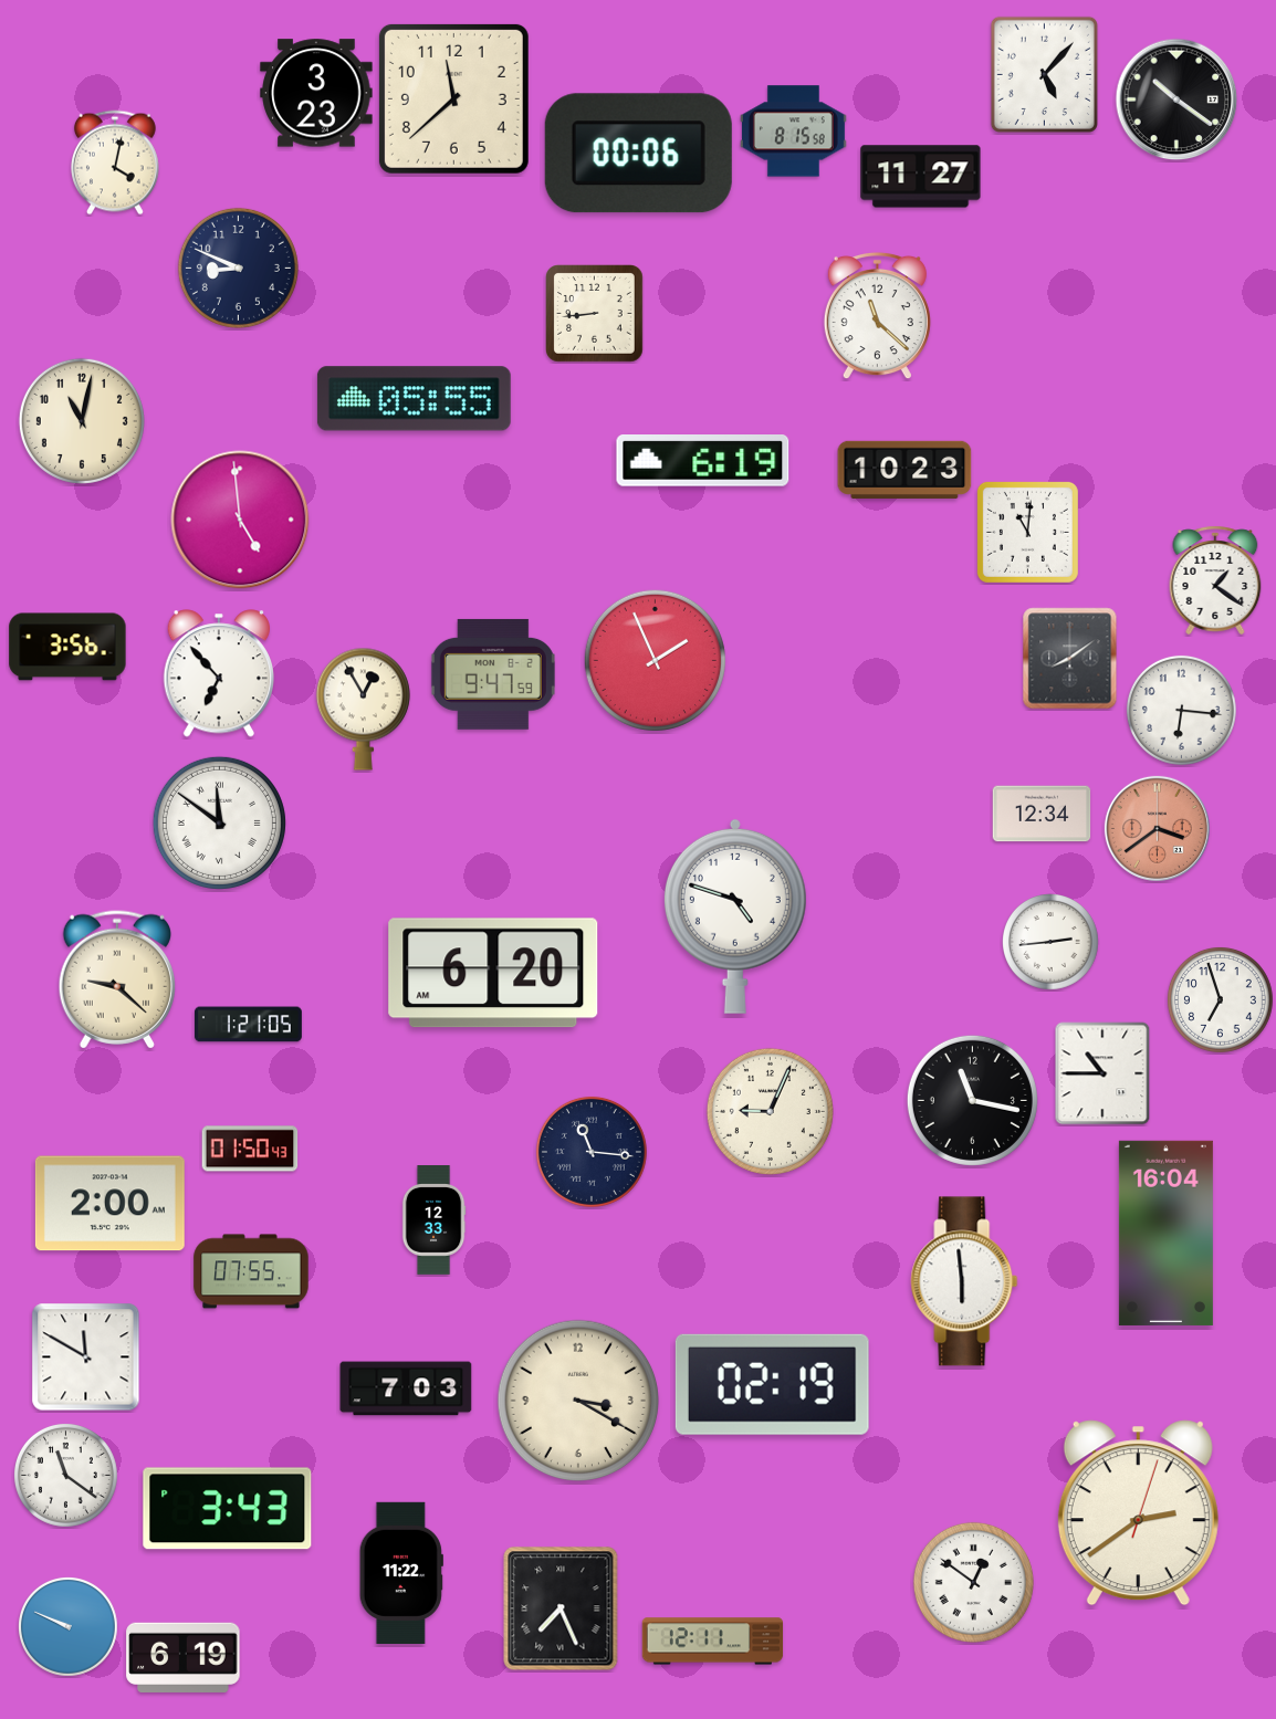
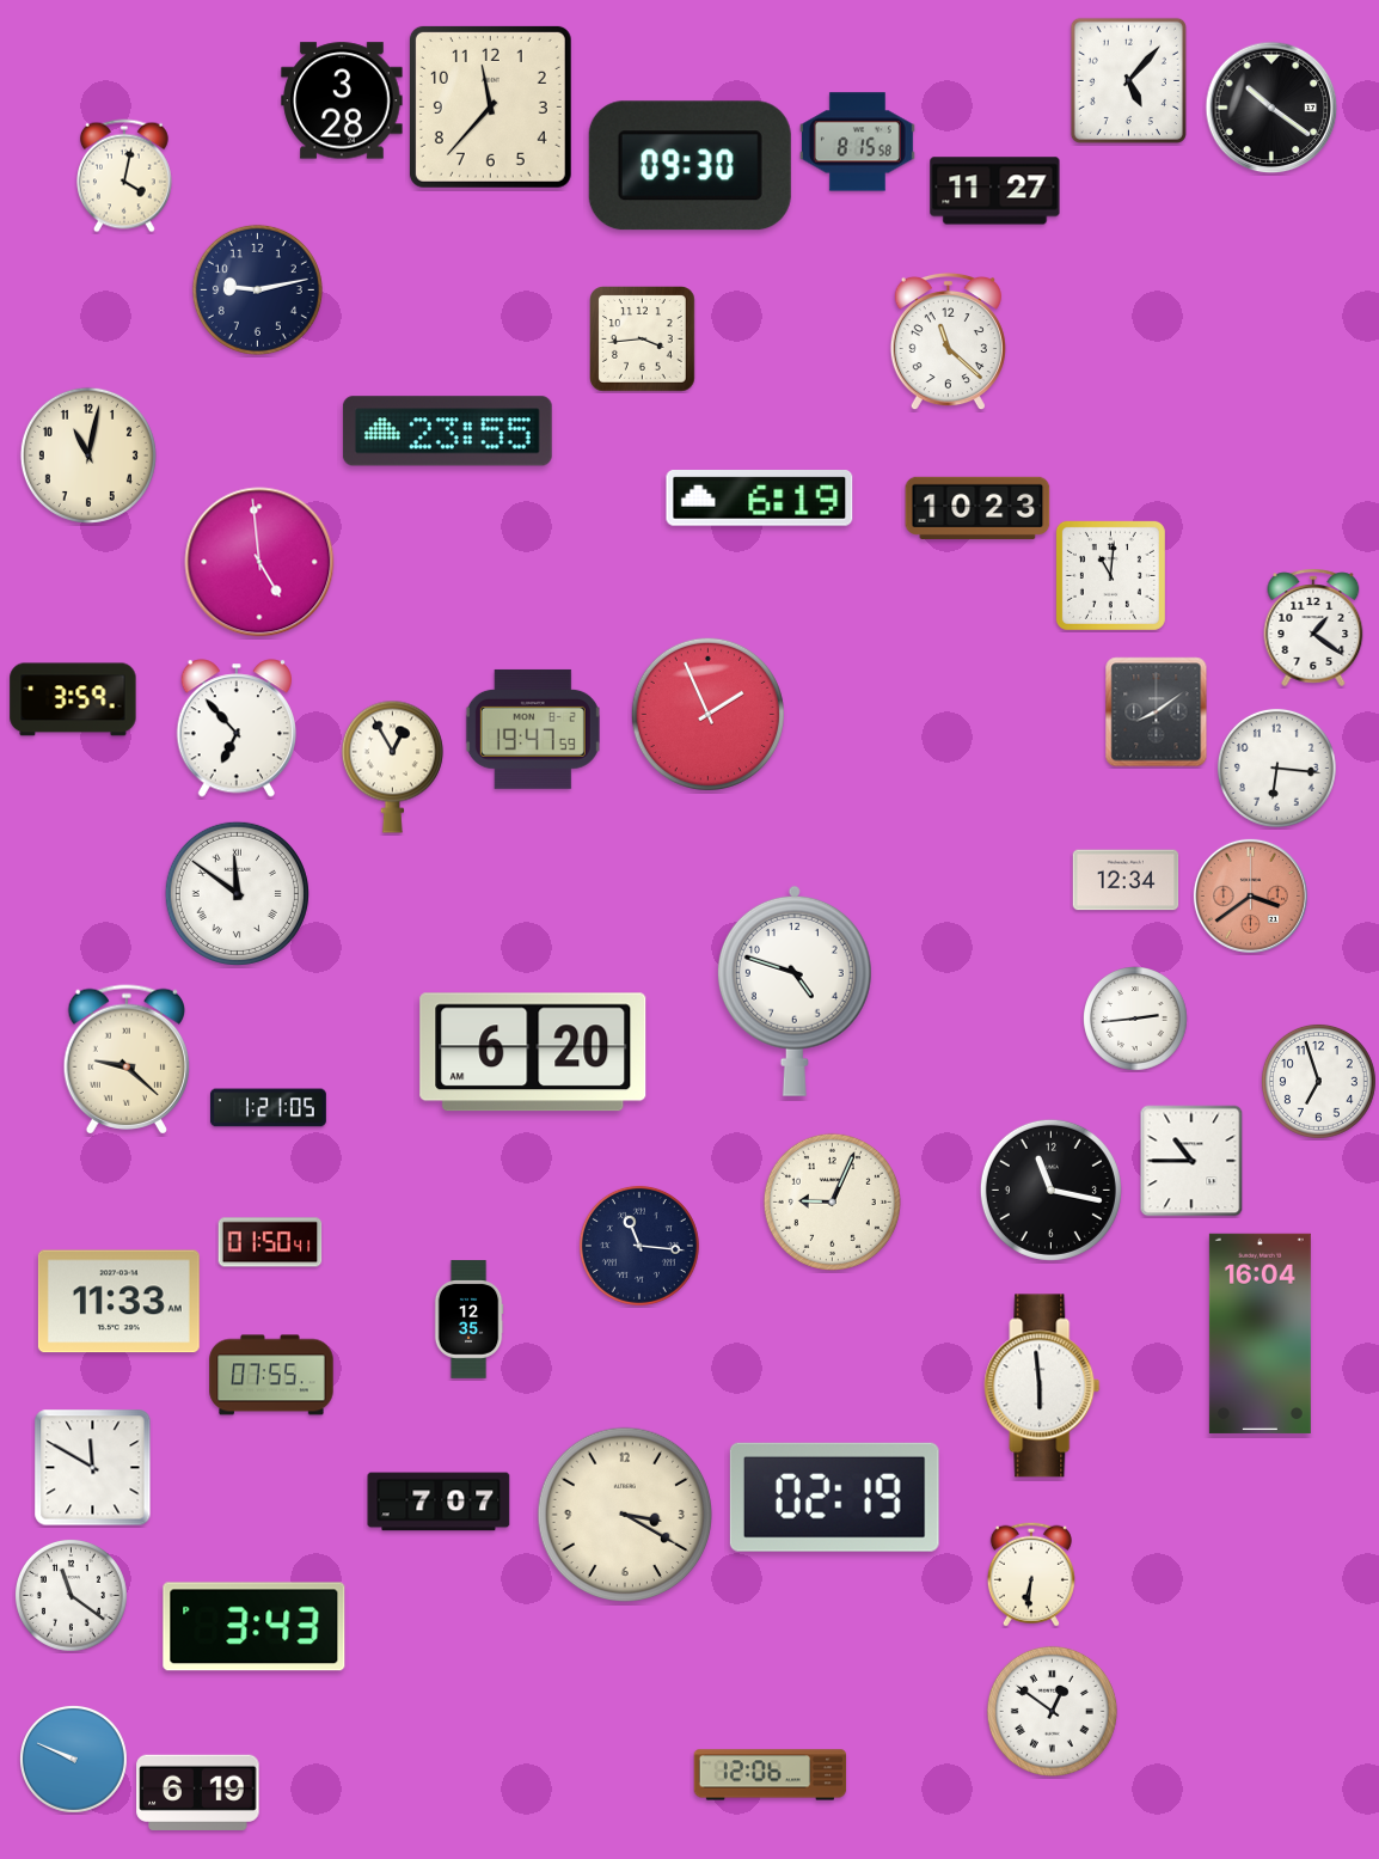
clock at (316, 93): 3:23 -> 3:28
clock at (453, 98): 11:38 -> 11:37
clock at (638, 154): 00:06 -> 09:30
clock at (238, 268): 8:49 -> 9:13
clock at (595, 314): 8:44 -> 3:44
clock at (414, 399): 05:55 -> 23:55
clock at (67, 647): 3:56 -> 3:59
clock at (493, 674): 9:47 -> 19:47
clock at (219, 822) position: (219, 822) -> (237, 893)
clock at (250, 1149): 01:50:43 -> 01:50:41
clock at (109, 1204): 2:00 -> 11:33
clock at (433, 1220): 12:33 -> 12:35
clock at (406, 1388): 7:03 -> 7:07
clock at (1031, 1574): none -> 6:31
clock at (228, 1509) position: (228, 1509) -> (255, 1627)
clock at (1138, 1513): 2:39 -> none
clock at (401, 1572): 11:22 -> none
clock at (561, 1608): 7:26 -> none
clock at (713, 1642): 12:11 -> 12:06
